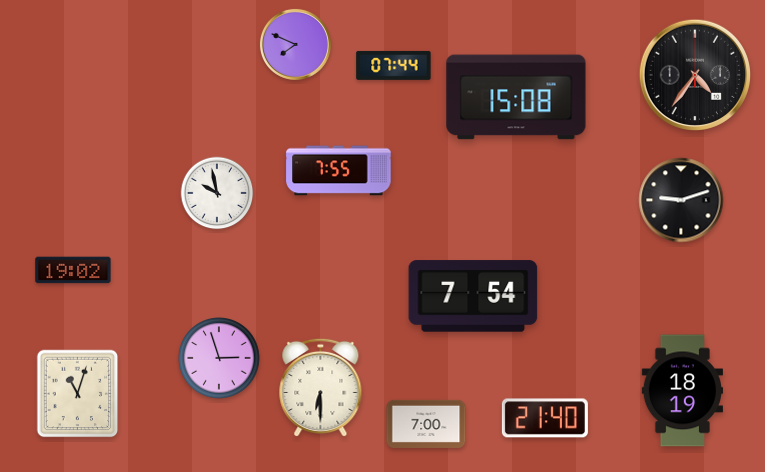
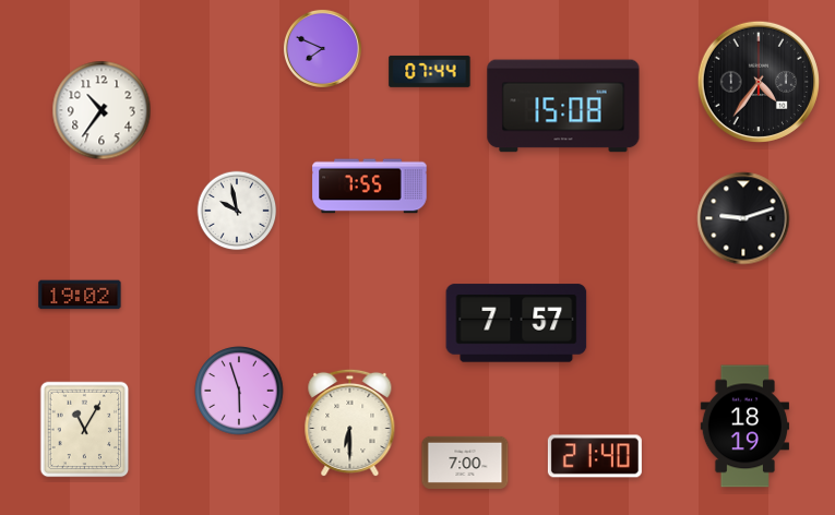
clock at (102, 110): none -> 10:36
clock at (473, 296): 7:54 -> 7:57
clock at (219, 358): 2:57 -> 5:57
clock at (78, 394): 11:03 -> 11:05
